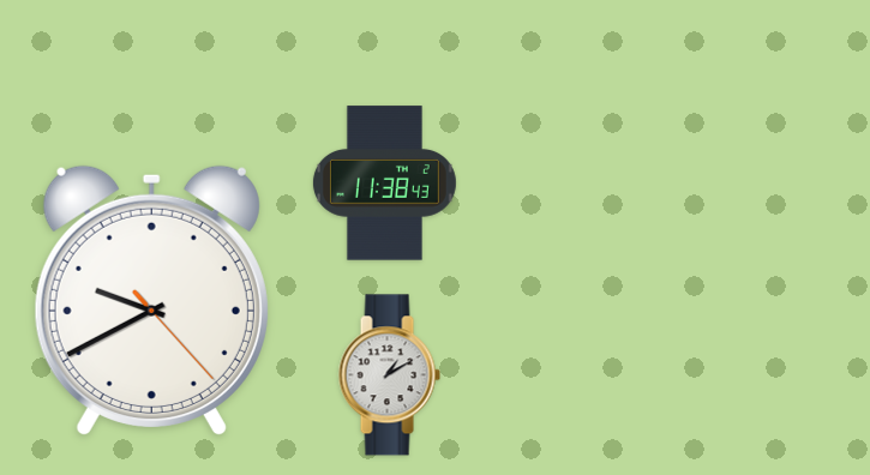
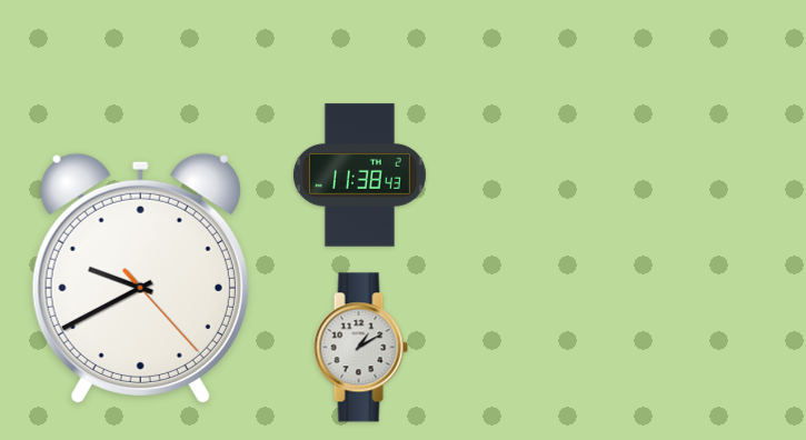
clock at (384, 184) position: (384, 184) -> (359, 176)
